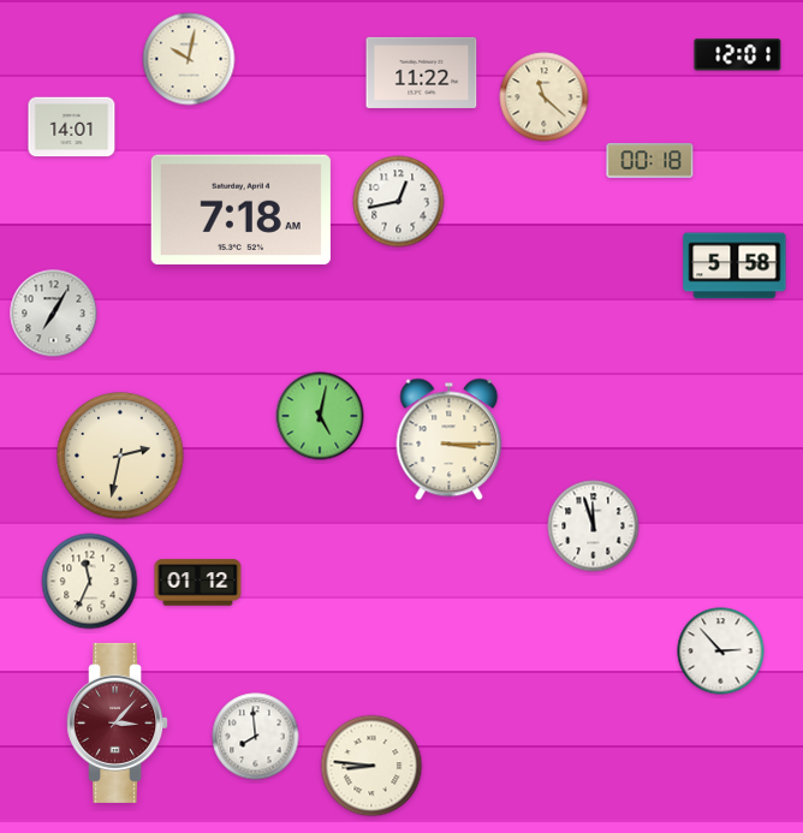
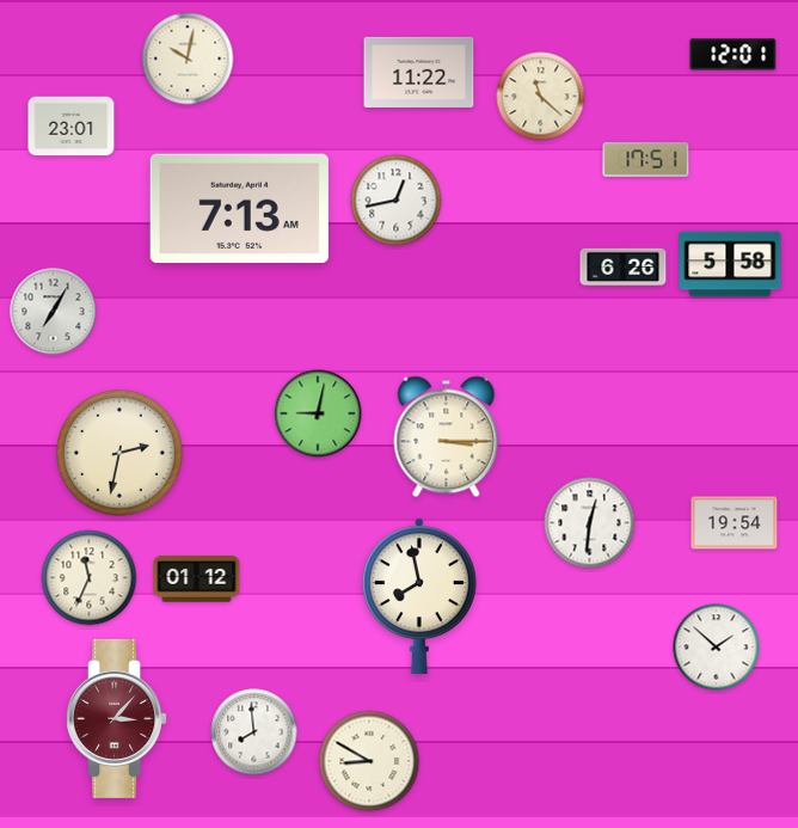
clock at (72, 127): 14:01 -> 23:01
clock at (650, 161): 00:18 -> 17:51
clock at (240, 210): 7:18 -> 7:13
clock at (624, 268): none -> 6:26
clock at (320, 416): 5:02 -> 9:02
clock at (594, 526): 11:57 -> 12:31
clock at (735, 523): none -> 19:54
clock at (419, 596): none -> 7:58
clock at (721, 651): 2:53 -> 1:52
clock at (371, 766): 8:46 -> 8:50
